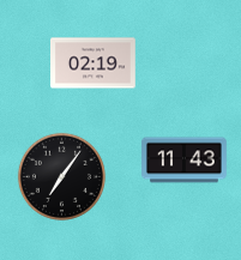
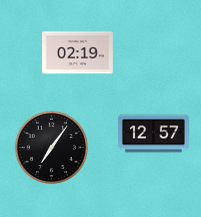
clock at (185, 161): 11:43 -> 12:57
